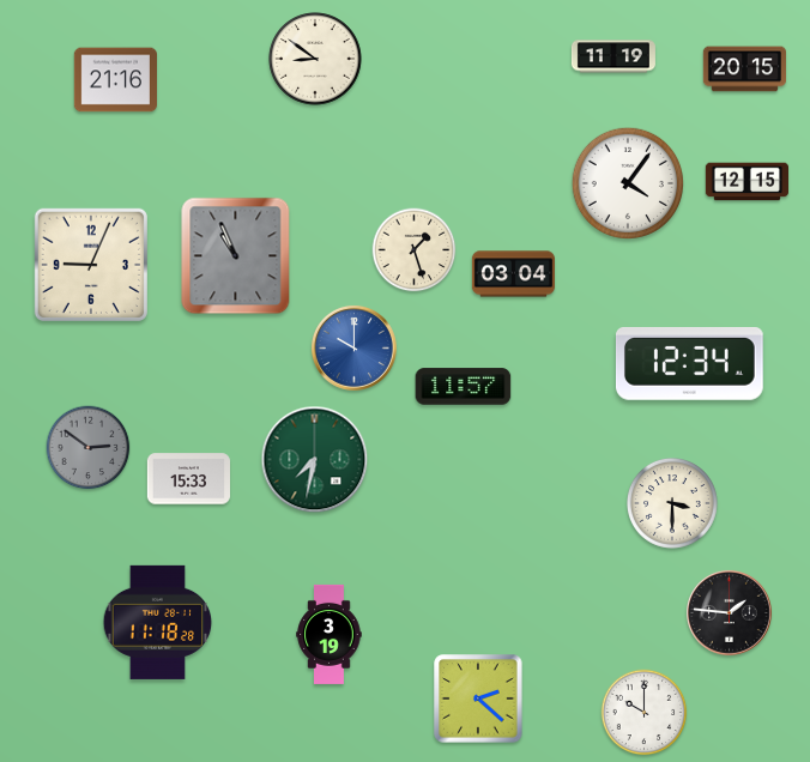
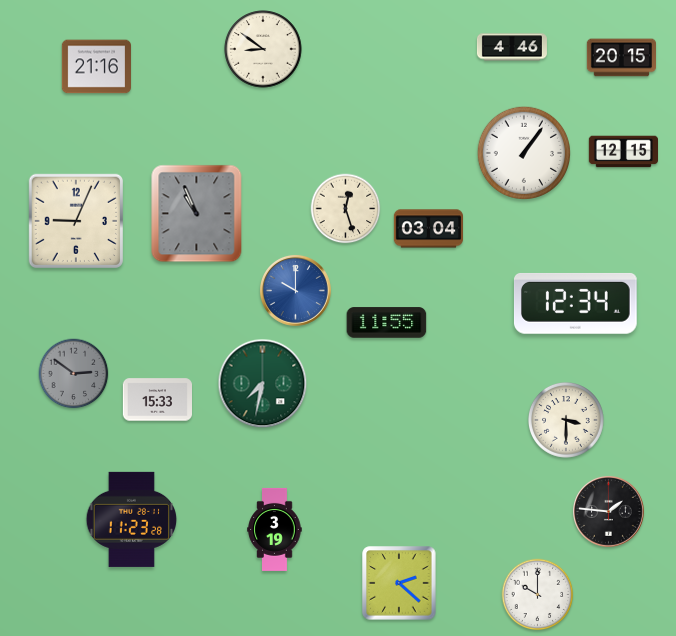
clock at (613, 56): 11:19 -> 4:46
clock at (628, 183): 4:06 -> 1:06
clock at (415, 250): 1:27 -> 12:27
clock at (464, 387): 11:57 -> 11:55
clock at (673, 504) position: (673, 504) -> (567, 421)
clock at (158, 622): 11:18 -> 11:23
